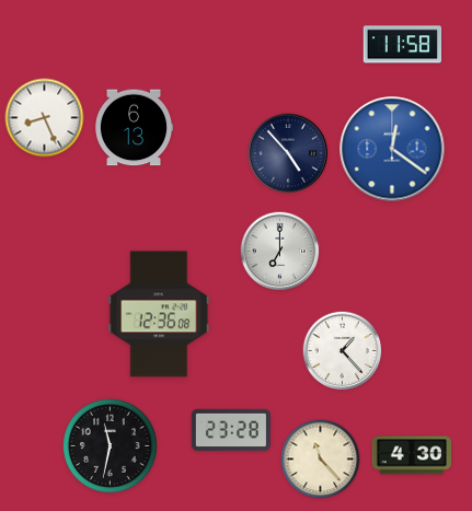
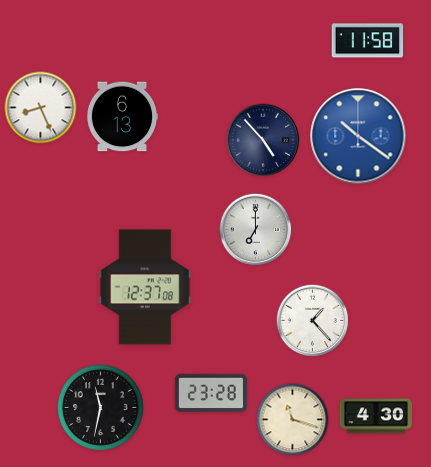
clock at (392, 149): 12:21 -> 10:21
clock at (159, 314): 12:36 -> 12:37
clock at (321, 460): 11:23 -> 11:18
